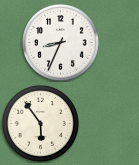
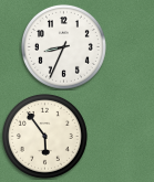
clock at (60, 42) position: (60, 42) -> (63, 46)
